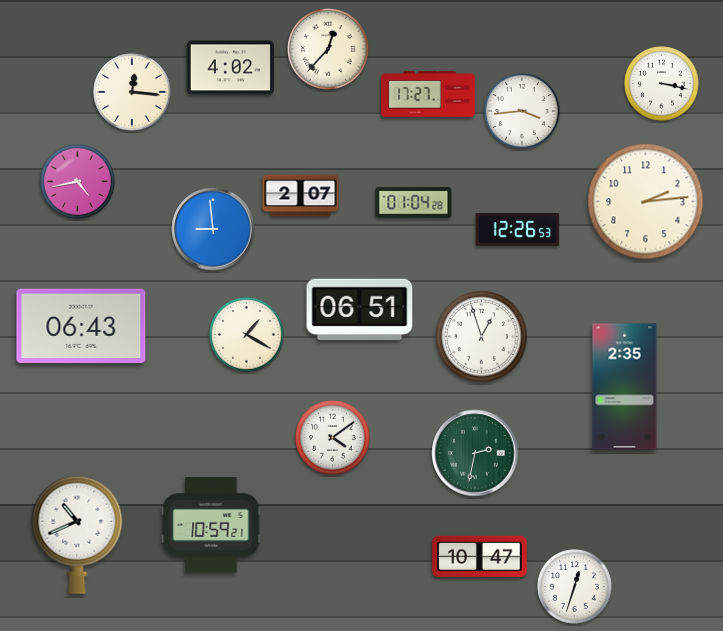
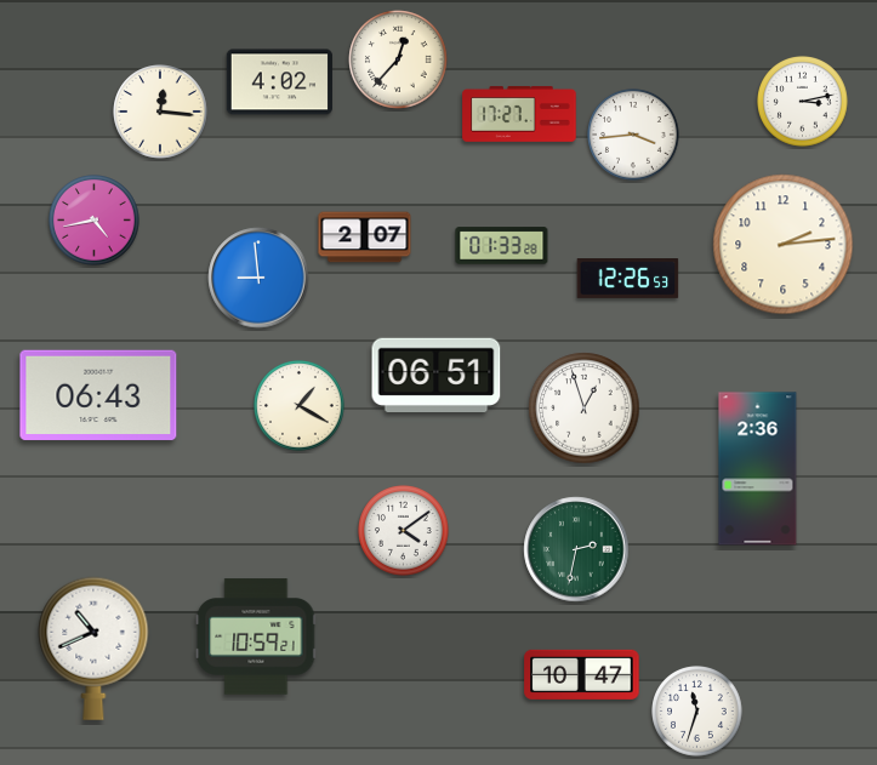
clock at (662, 84): 3:17 -> 3:13
clock at (414, 203): 01:04 -> 01:33
clock at (625, 387): 2:35 -> 2:36
clock at (575, 587): 12:33 -> 11:33
